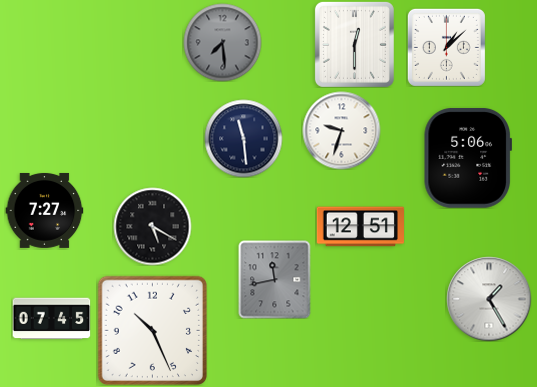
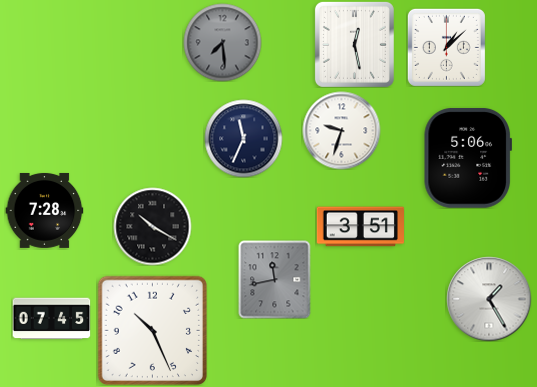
clock at (354, 44): 12:30 -> 12:28
clock at (243, 138): 11:29 -> 11:34
clock at (44, 210): 7:27 -> 7:28
clock at (152, 226): 5:20 -> 10:20
clock at (360, 227): 12:51 -> 3:51
